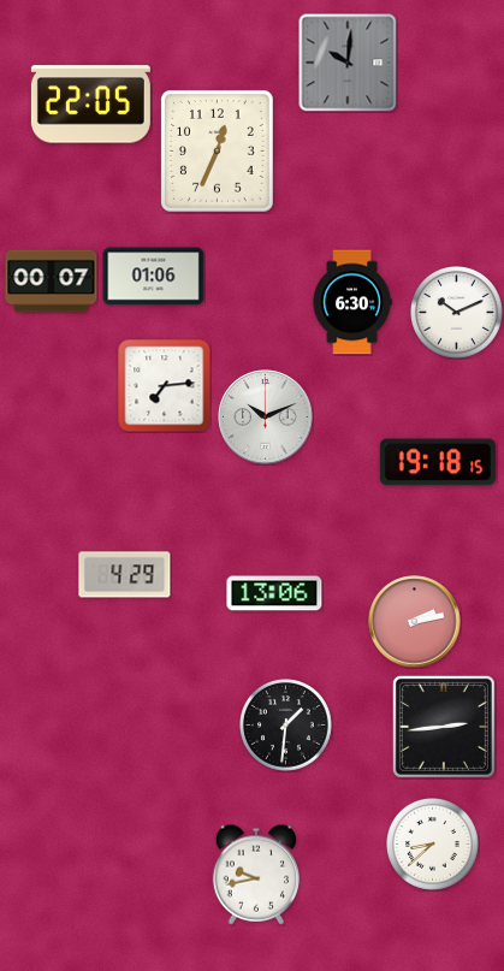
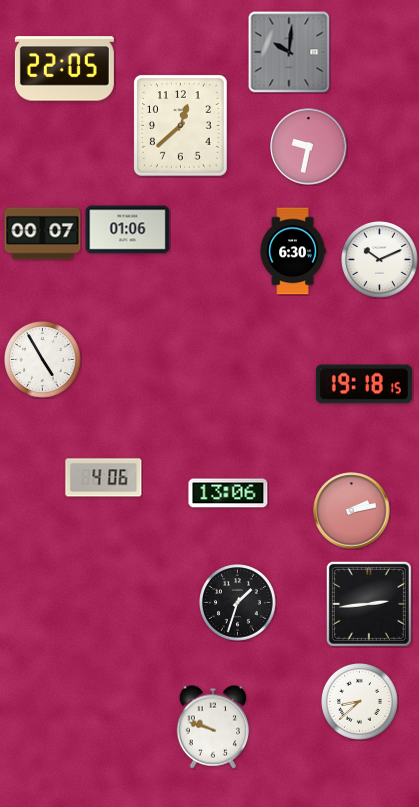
clock at (90, 105) position: (90, 105) -> (64, 69)
clock at (218, 152): 12:34 -> 12:38
clock at (309, 147): none -> 9:32
clock at (165, 386): 7:14 -> none
clock at (266, 418): 10:11 -> none
clock at (43, 360): none -> 4:55
clock at (125, 575): 4:29 -> 4:06
clock at (415, 622) position: (415, 622) -> (352, 511)
clock at (286, 726): 1:31 -> 1:33
clock at (256, 875): 9:43 -> 9:48
